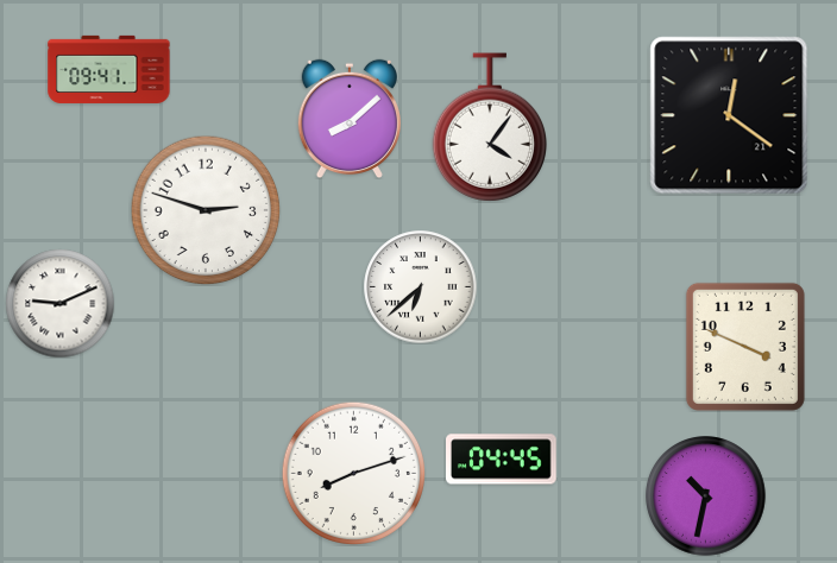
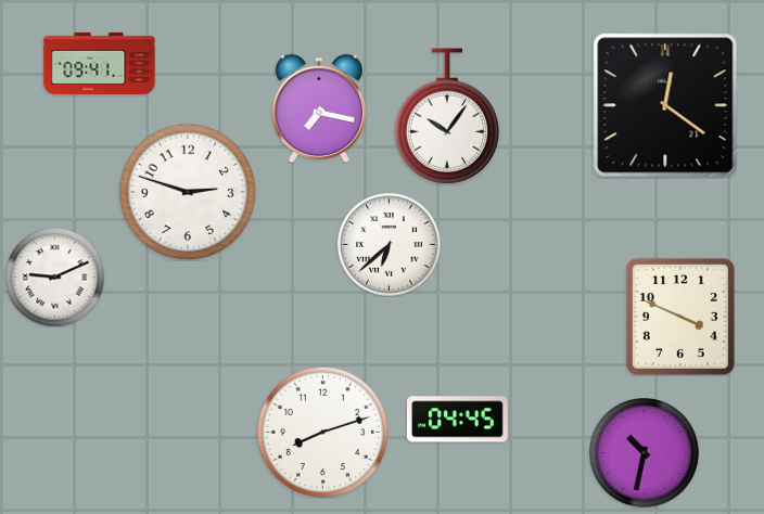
clock at (350, 119): 8:08 -> 7:17
clock at (490, 127): 4:06 -> 10:06
clock at (420, 286) position: (420, 286) -> (389, 244)
